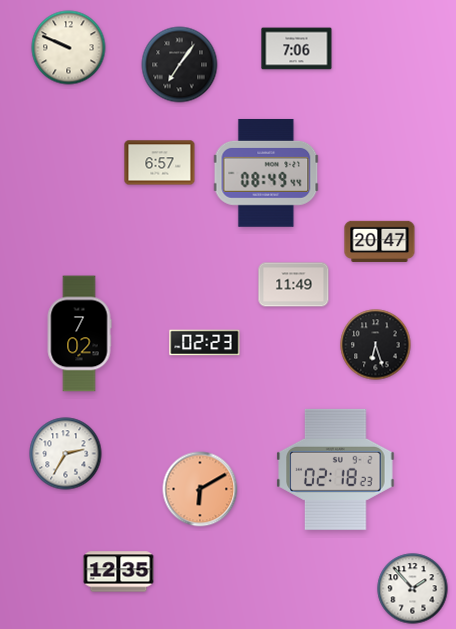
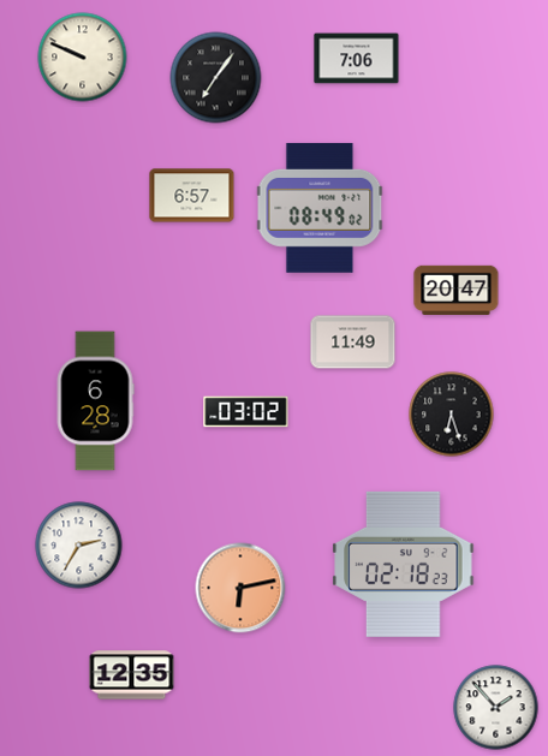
clock at (266, 173): 08:49:44 -> 08:49:02
clock at (79, 334): 7:02 -> 6:28
clock at (205, 343): 02:23 -> 03:02
clock at (200, 489): 6:10 -> 6:13
clock at (119, 572) position: (119, 572) -> (132, 675)
